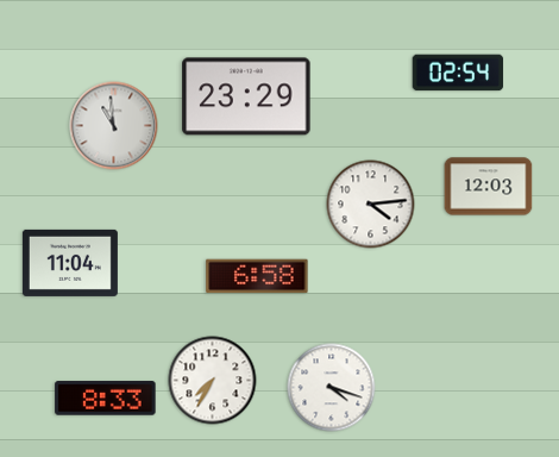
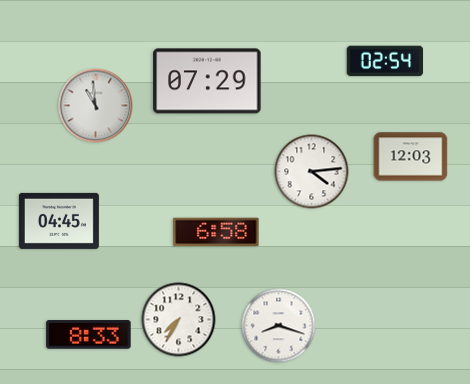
clock at (246, 96): 23:29 -> 07:29
clock at (70, 263): 11:04 -> 04:45
clock at (332, 388): 4:18 -> 8:18
